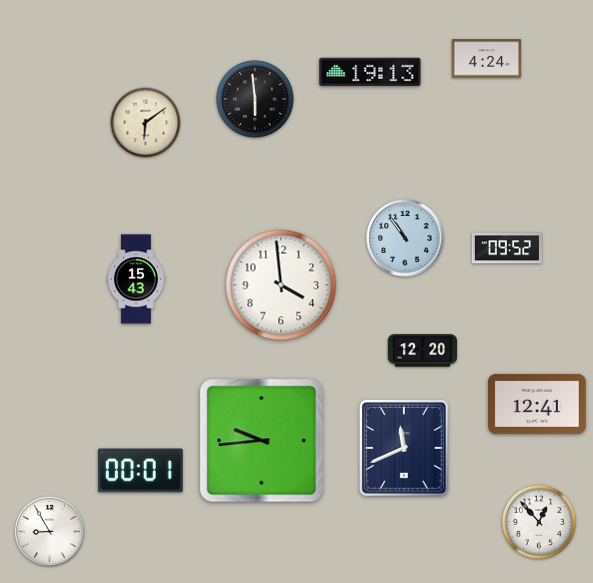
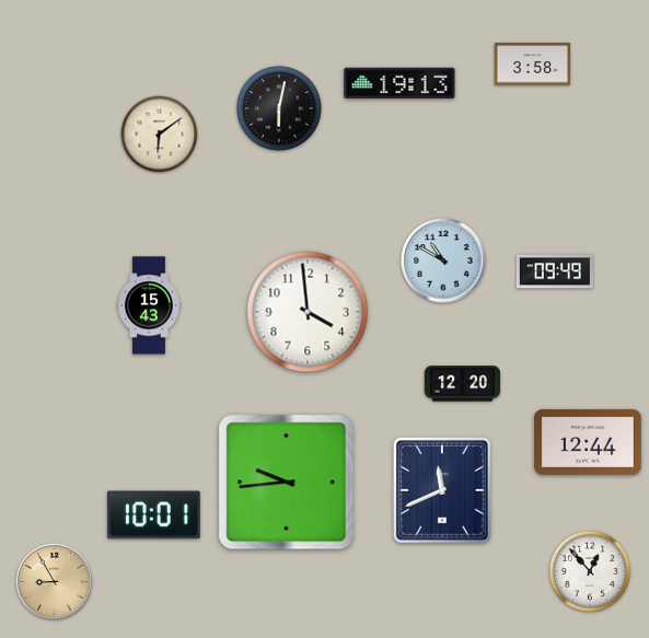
clock at (487, 59): 4:24 -> 3:58
clock at (370, 72) position: (370, 72) -> (399, 83)
clock at (256, 100): 5:59 -> 6:02
clock at (405, 238): 10:54 -> 10:50
clock at (507, 248): 09:52 -> 09:49
clock at (538, 404): 12:41 -> 12:44
clock at (140, 471): 00:01 -> 10:01
clock at (49, 531) dial: white -> champagne
